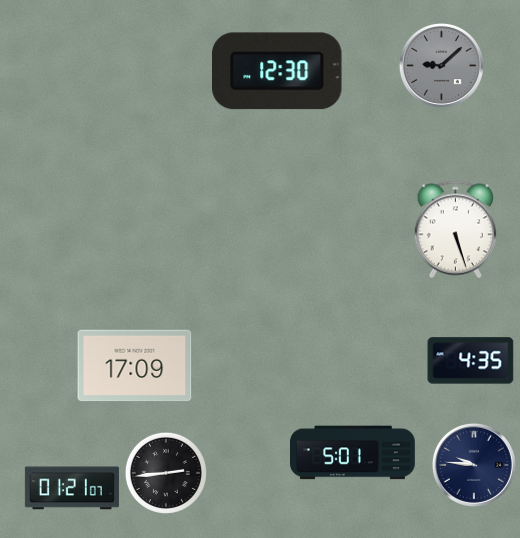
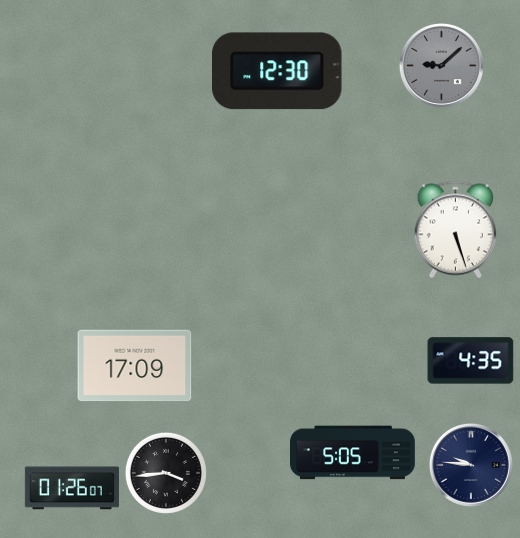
clock at (353, 453): 5:01 -> 5:05
clock at (474, 465) position: (474, 465) -> (471, 465)
clock at (166, 473): 2:44 -> 3:44
clock at (72, 488): 01:21 -> 01:26
